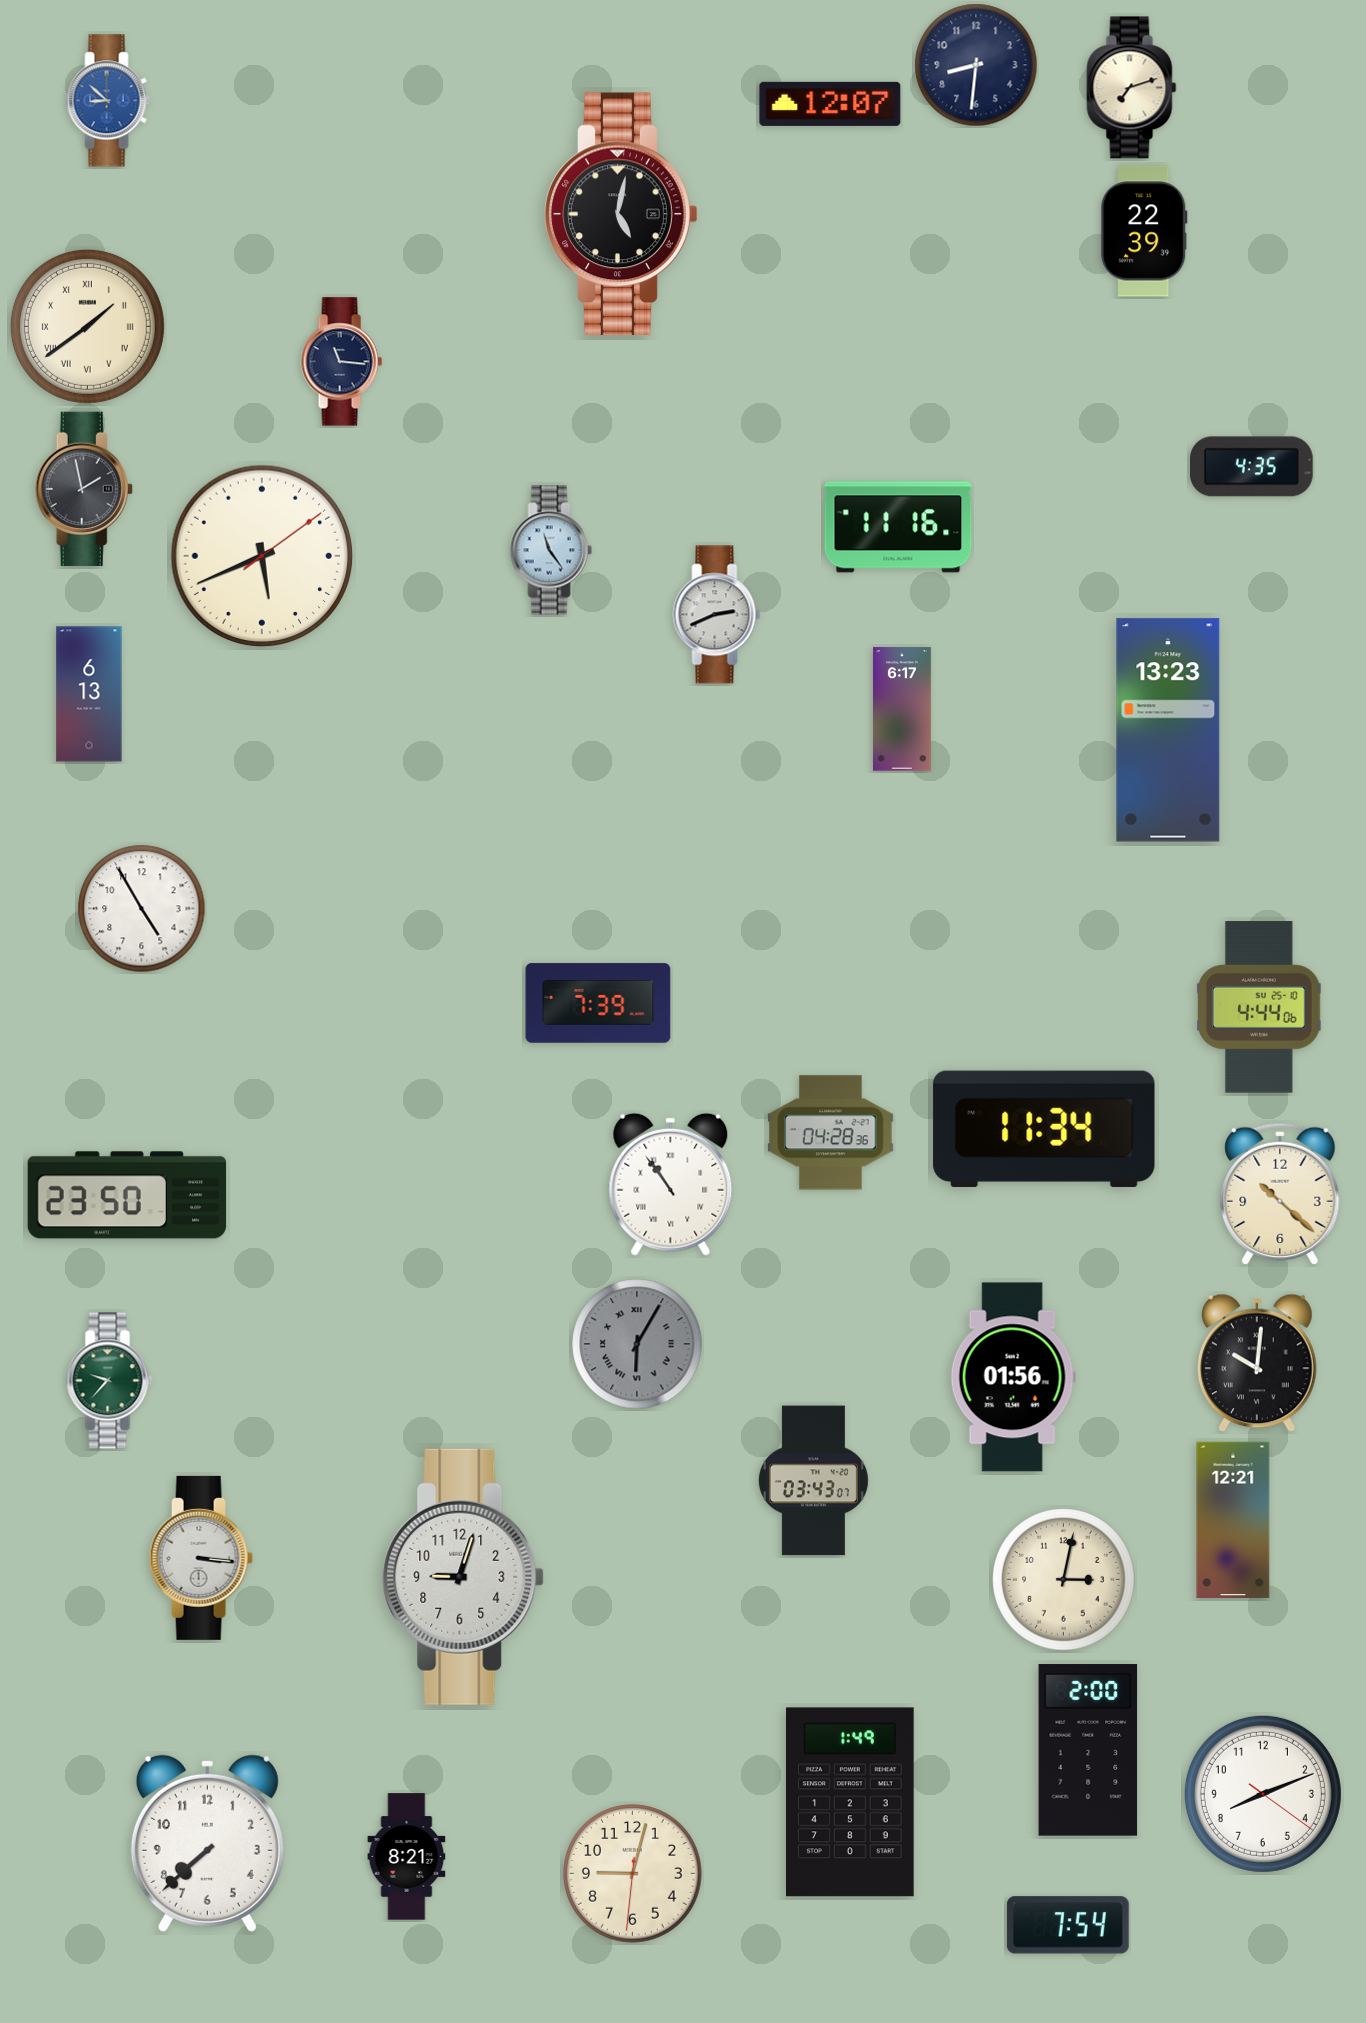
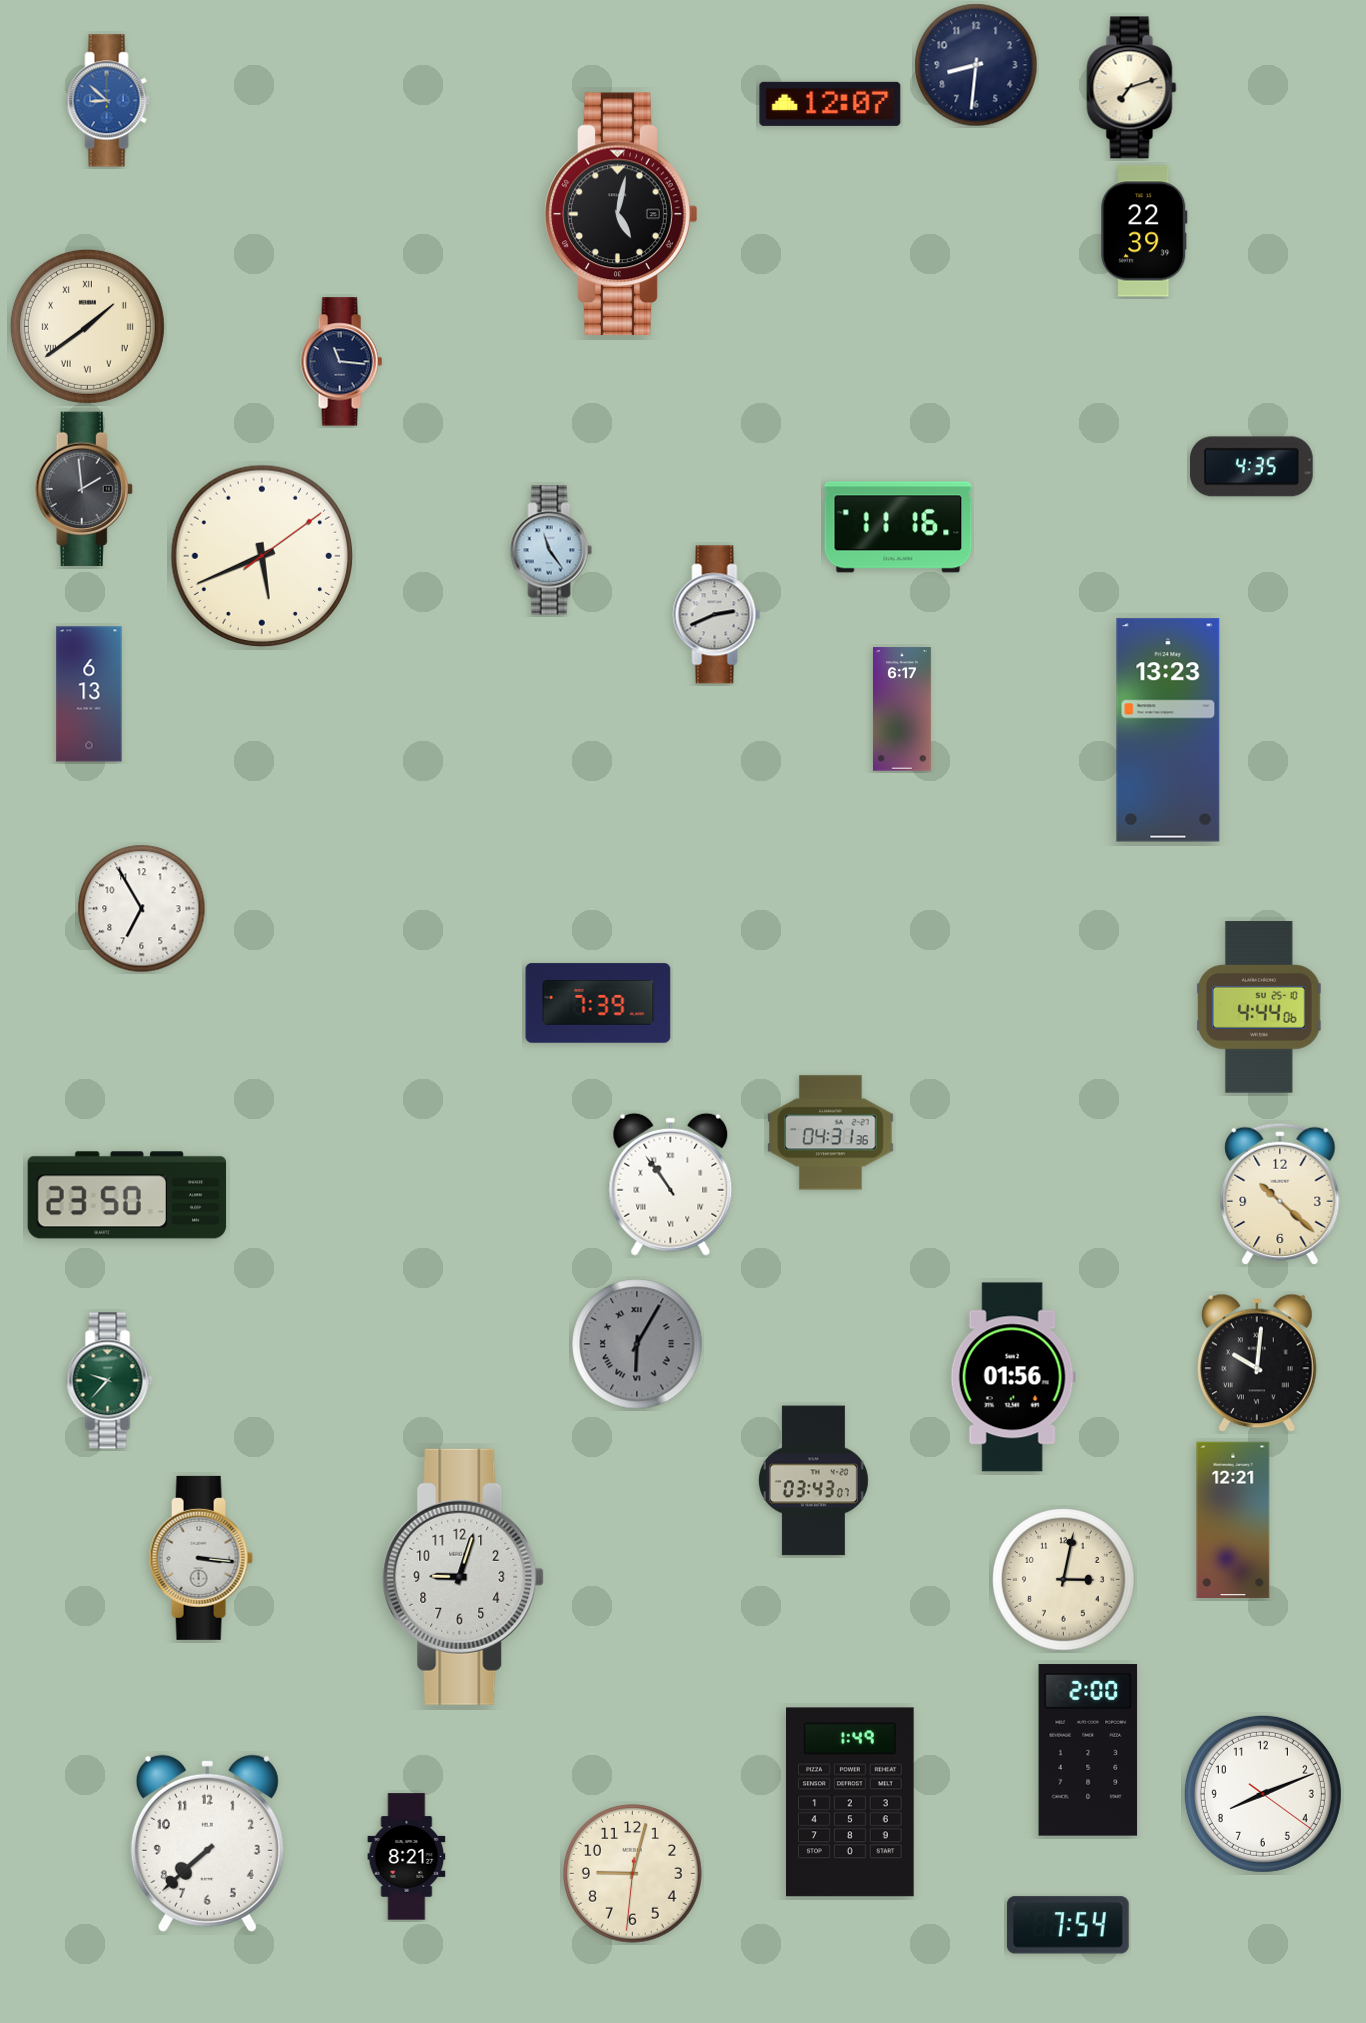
clock at (84, 489): 1:58 -> 1:59
clock at (142, 909): 4:55 -> 6:55
clock at (1044, 1129): 11:34 -> none
clock at (831, 1133): 04:28 -> 04:31
